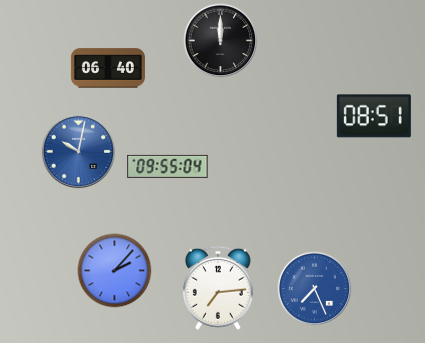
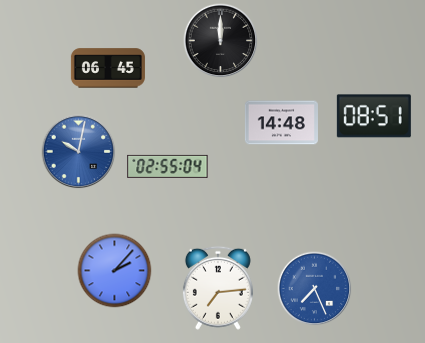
clock at (108, 68): 06:40 -> 06:45
clock at (281, 123): none -> 14:48
clock at (168, 166): 09:55 -> 02:55
